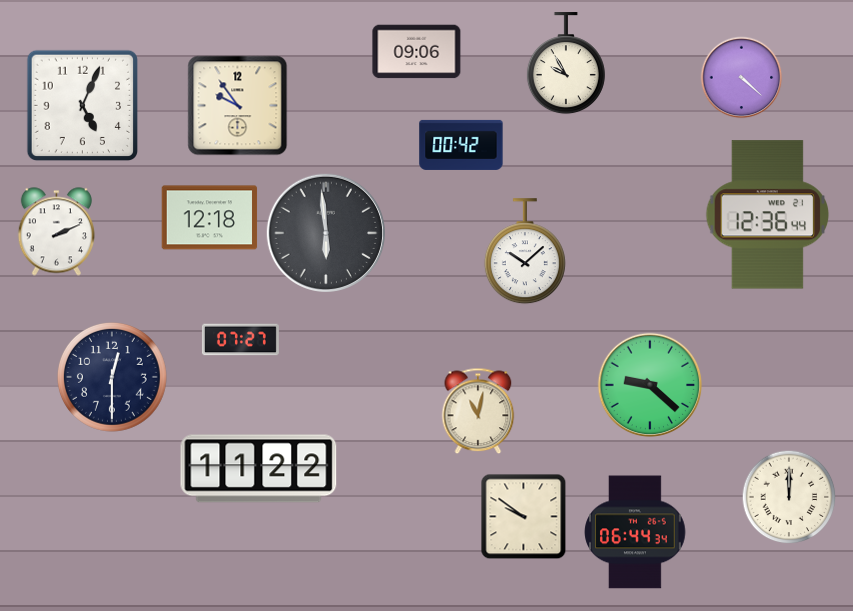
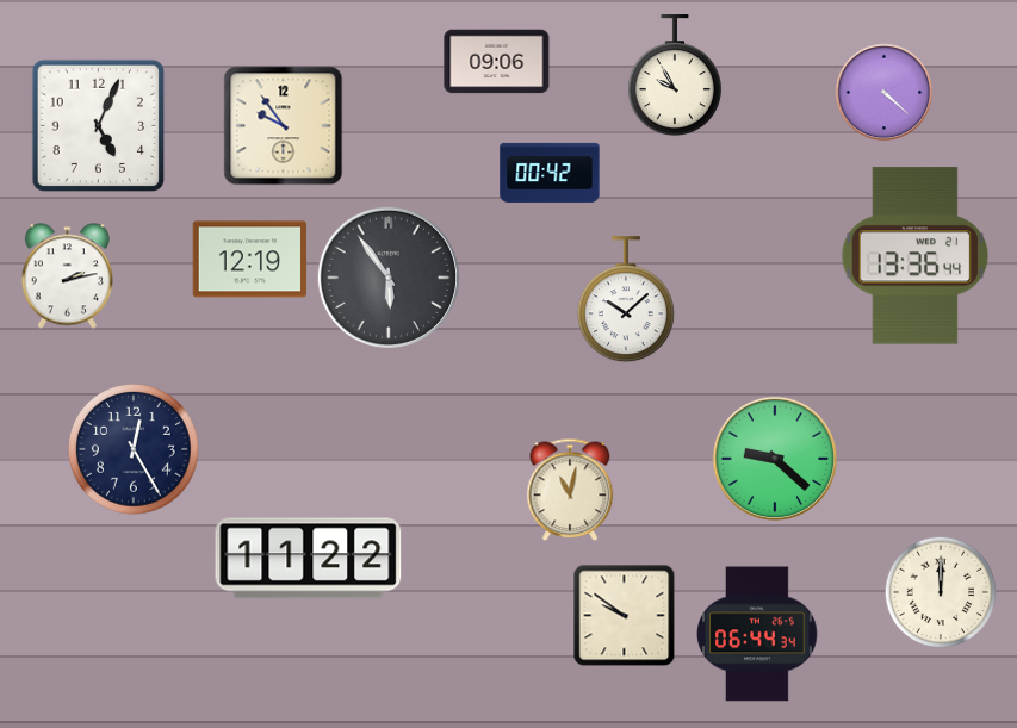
clock at (768, 215): 12:36 -> 13:36
clock at (210, 218): 12:18 -> 12:19
clock at (56, 232): 2:11 -> 2:13
clock at (326, 233): 5:59 -> 5:54
clock at (240, 340): 07:27 -> none
clock at (112, 377): 12:30 -> 12:25
